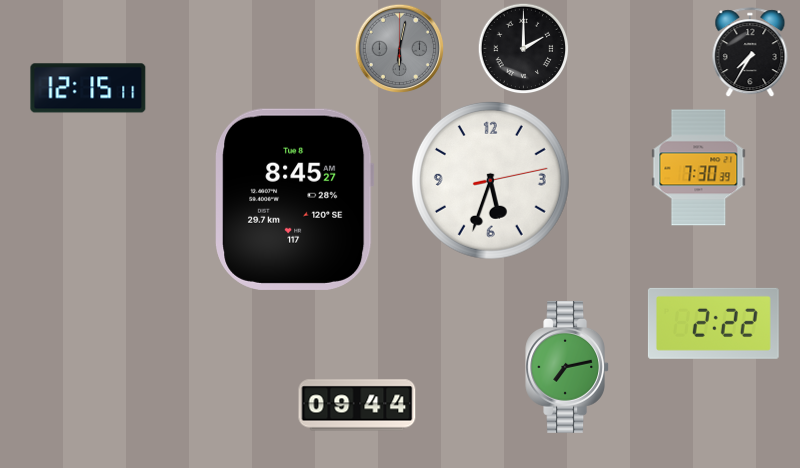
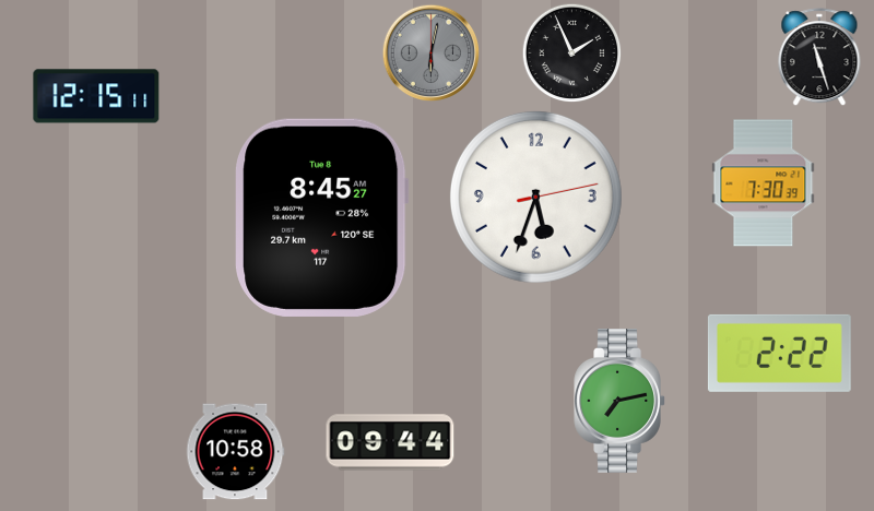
clock at (400, 49) position: (400, 49) -> (432, 54)
clock at (524, 49): 2:00 -> 1:56
clock at (750, 53): 7:35 -> 11:27
clock at (235, 452): none -> 10:58
